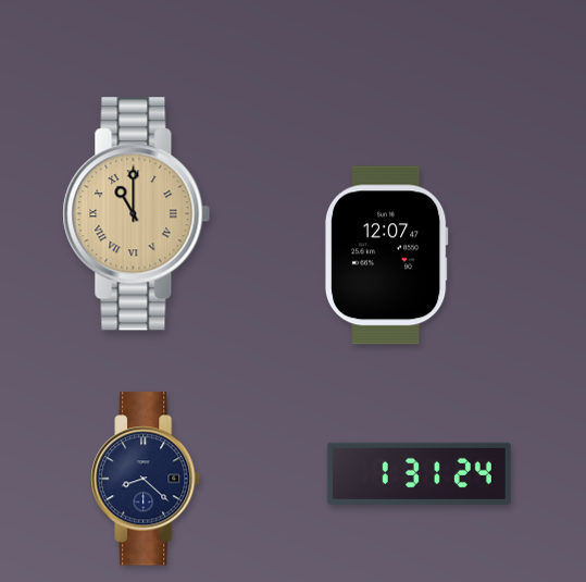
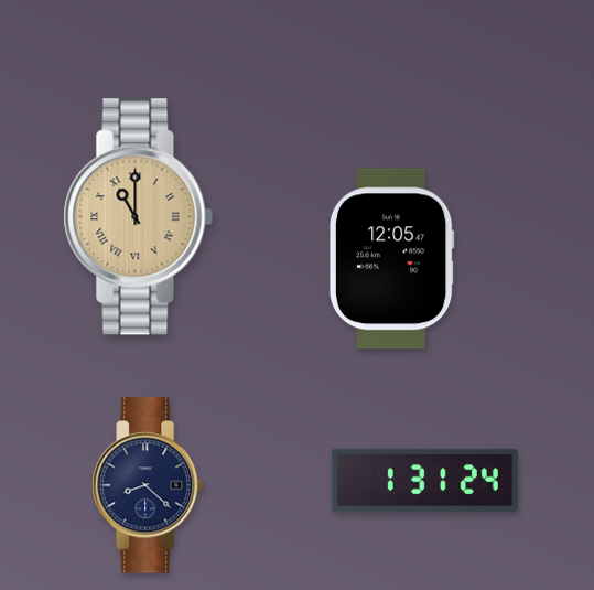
clock at (386, 256): 12:07 -> 12:05
